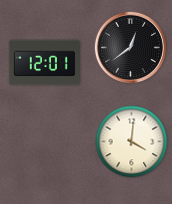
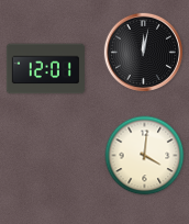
clock at (130, 47): 12:39 -> 12:02
clock at (44, 63) position: (44, 63) -> (45, 69)
